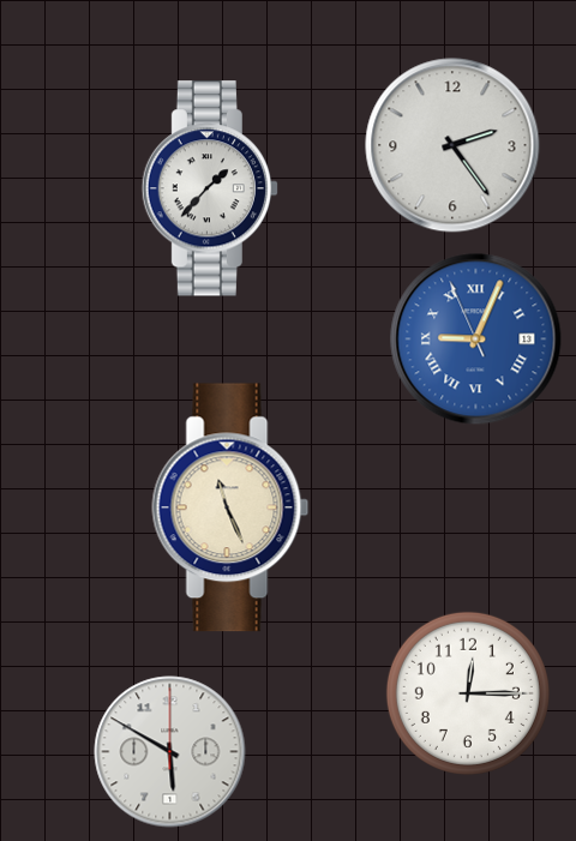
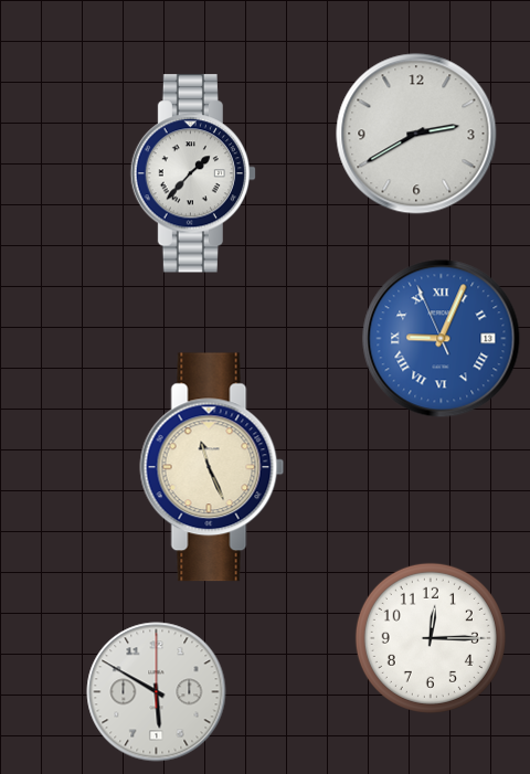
clock at (452, 145): 2:24 -> 2:40
clock at (476, 340) position: (476, 340) -> (442, 339)
